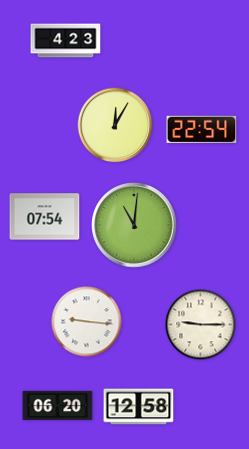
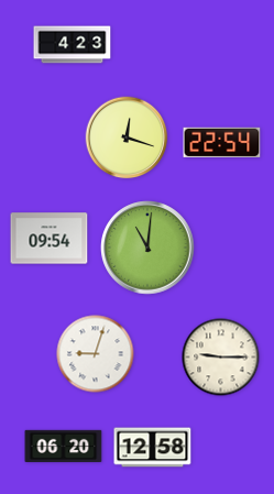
clock at (115, 125): 12:05 -> 12:18
clock at (45, 217): 07:54 -> 09:54
clock at (87, 322): 9:16 -> 9:03
